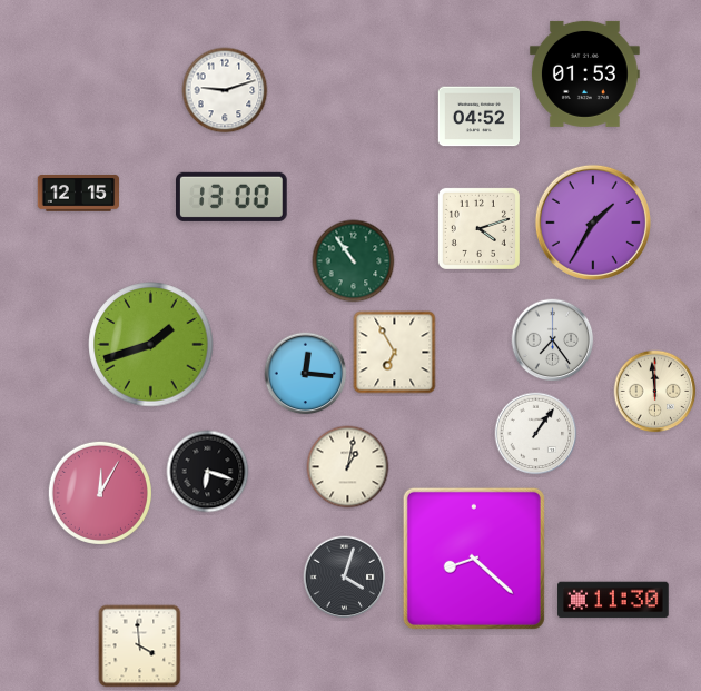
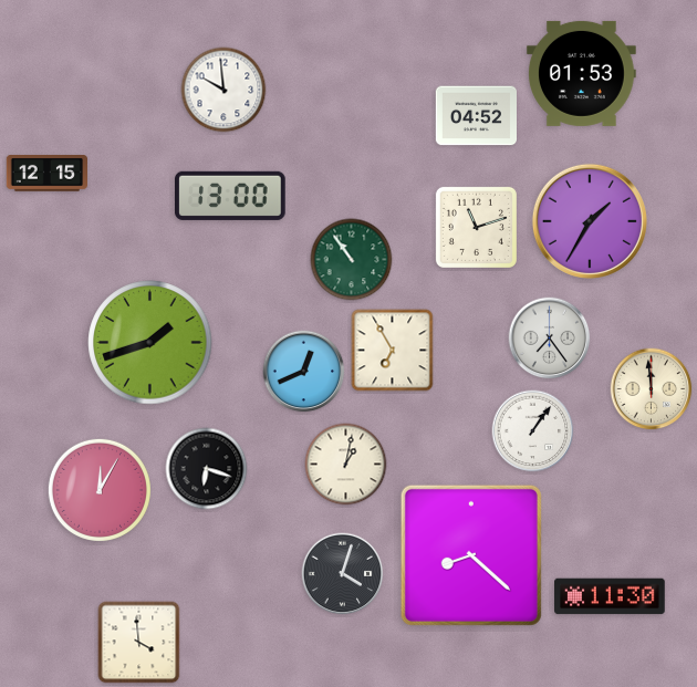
clock at (225, 90): 9:12 -> 9:59
clock at (78, 194) position: (78, 194) -> (46, 174)
clock at (478, 228): 4:12 -> 11:12
clock at (306, 374): 12:16 -> 12:41
